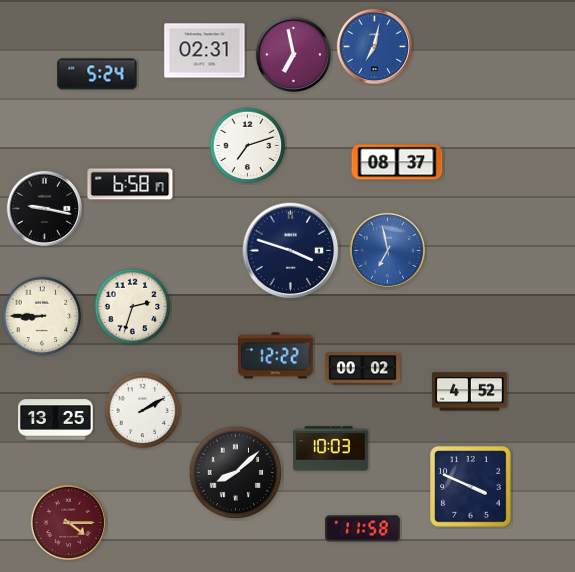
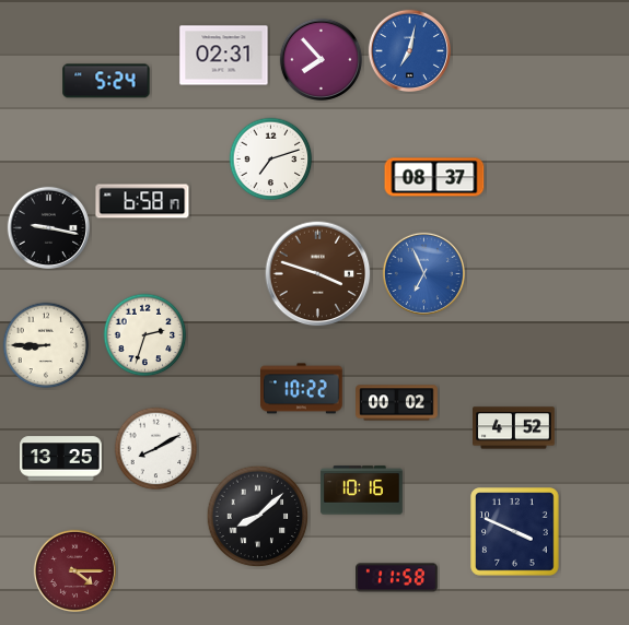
clock at (293, 54): 6:58 -> 7:53
clock at (387, 250): 6:58 -> 6:56
clock at (291, 251) dial: navy -> brown
clock at (276, 356): 12:22 -> 10:22
clock at (143, 411): 2:10 -> 8:10
clock at (331, 449): 10:03 -> 10:16
